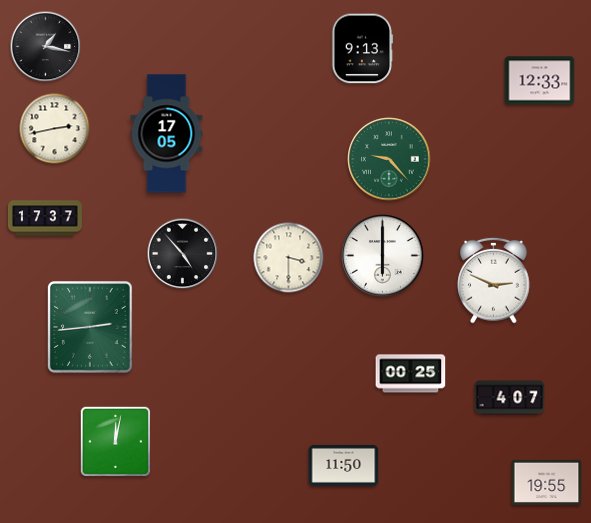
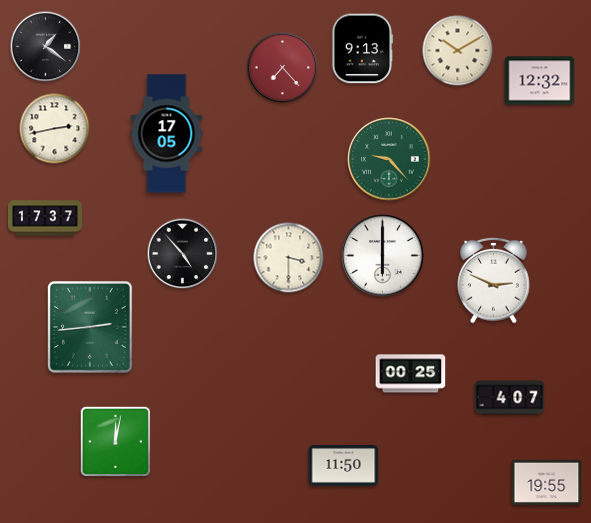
clock at (46, 47): 1:17 -> 1:21
clock at (458, 51): none -> 10:10
clock at (283, 68): none -> 7:23
clock at (540, 81): 12:33 -> 12:32
